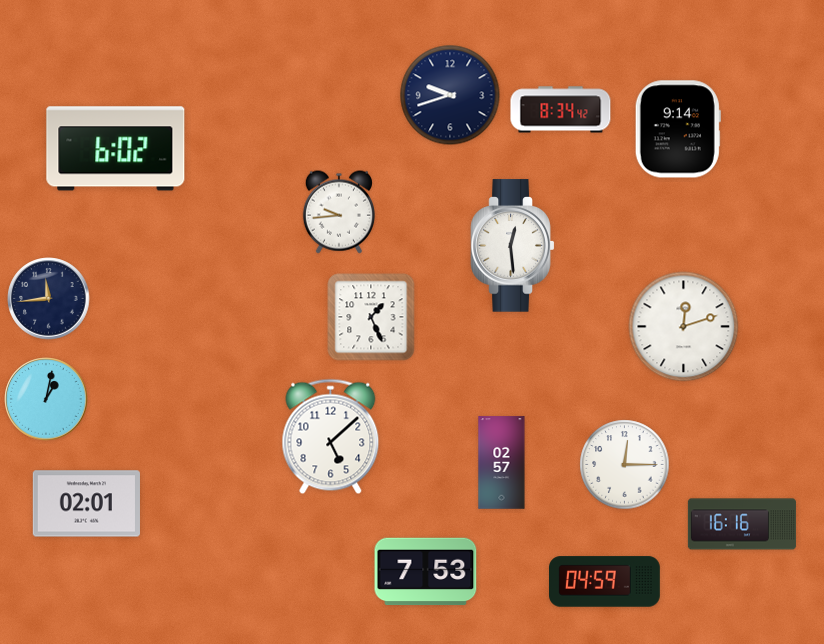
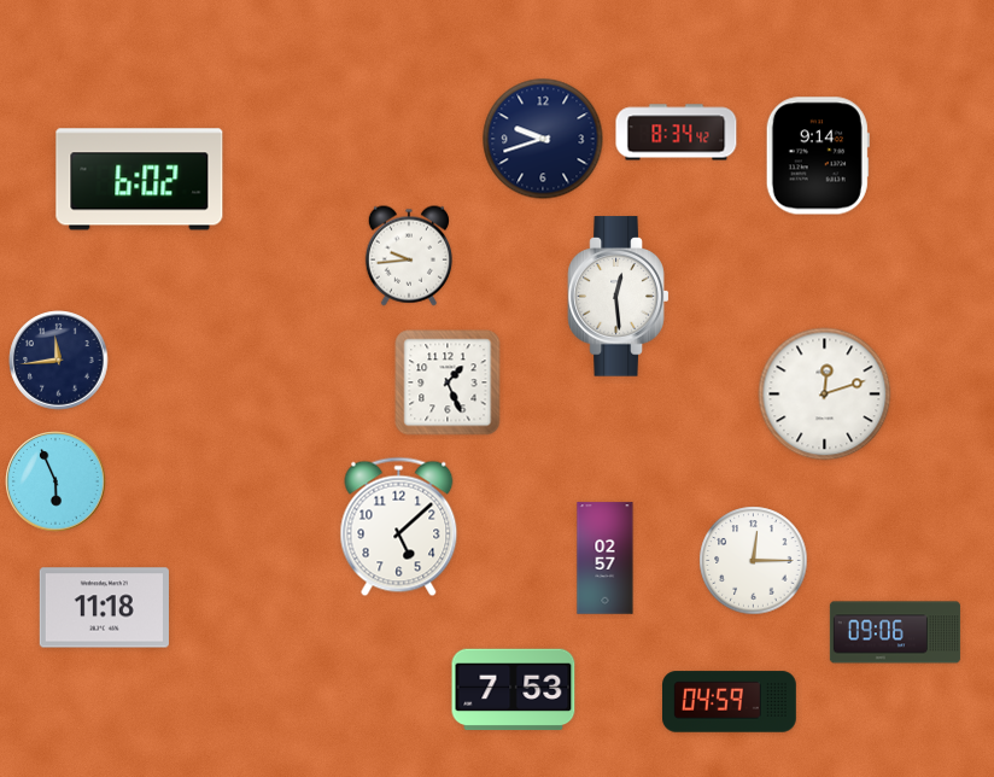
clock at (450, 95) position: (450, 95) -> (543, 139)
clock at (46, 399): 1:02 -> 5:56
clock at (86, 504): 02:01 -> 11:18
clock at (742, 524): 16:16 -> 09:06
